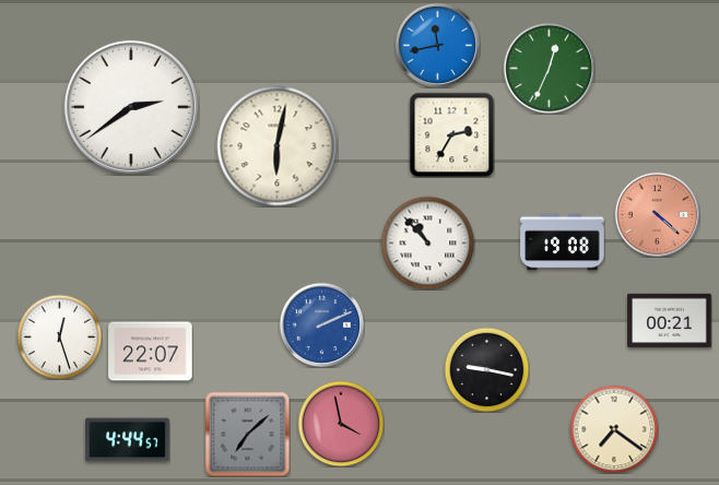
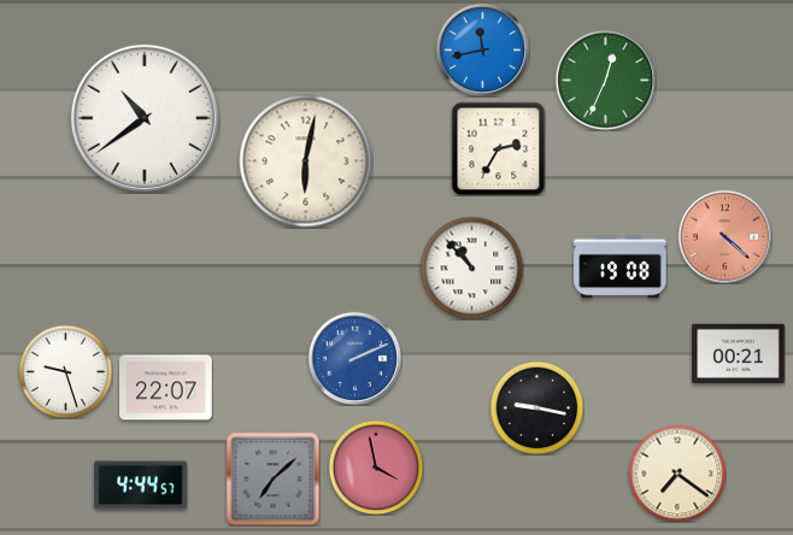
clock at (549, 68) position: (549, 68) -> (605, 80)
clock at (131, 107): 2:39 -> 10:39
clock at (59, 336): 12:27 -> 9:27
